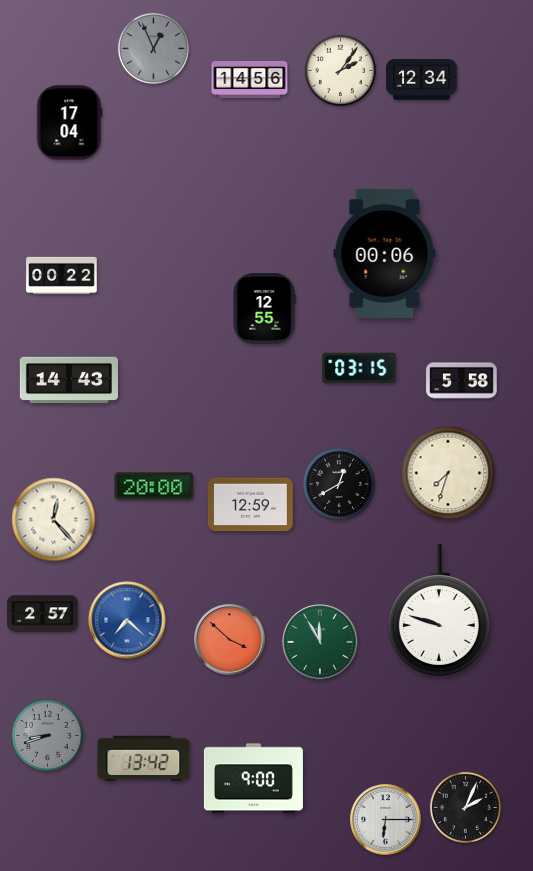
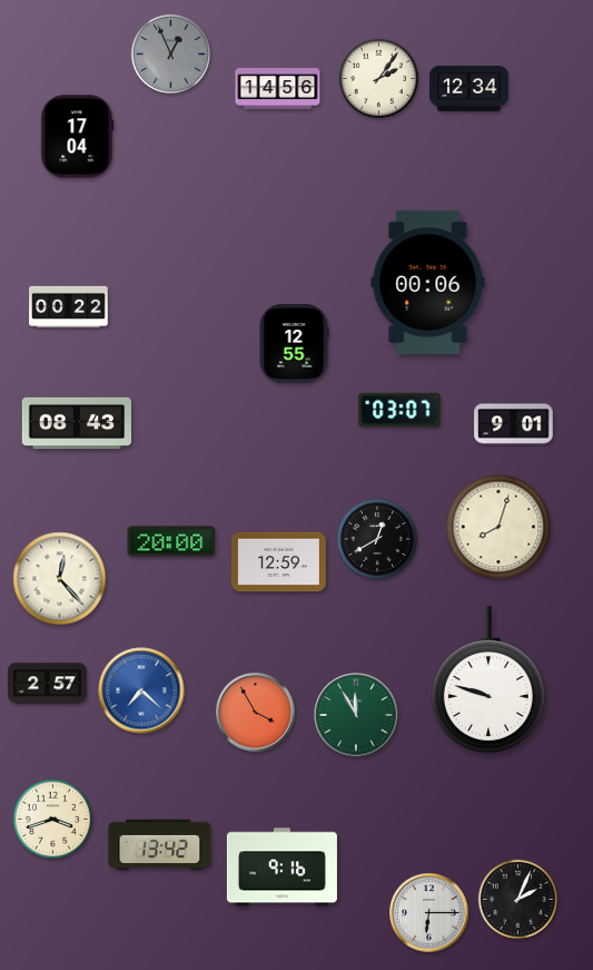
clock at (359, 368): 03:15 -> 03:07
clock at (69, 380): 14:43 -> 08:43
clock at (462, 381): 5:58 -> 9:01
clock at (448, 473): 7:33 -> 8:03
clock at (230, 640): 3:52 -> 3:55
clock at (47, 735): 8:42 -> 3:42
clock at (47, 735) dial: grey -> cream
clock at (253, 779): 9:00 -> 9:16
